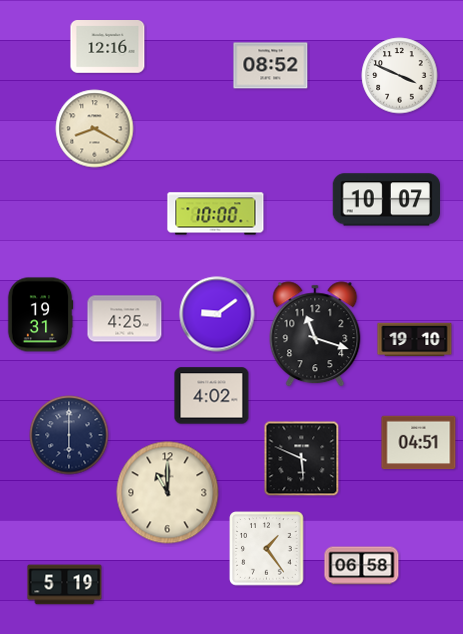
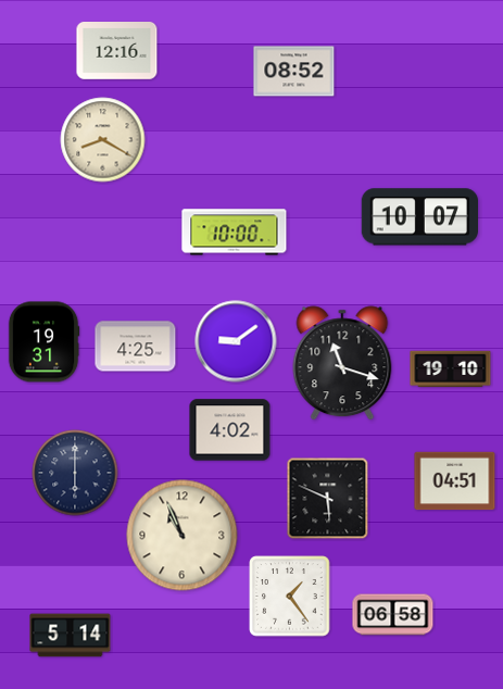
clock at (400, 76): 3:49 -> none
clock at (168, 493): 11:00 -> 10:56
clock at (65, 585): 5:19 -> 5:14
